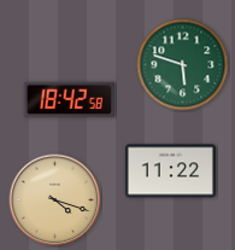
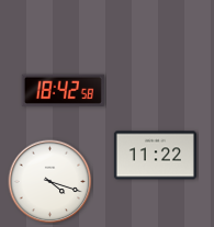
clock at (183, 65): 5:48 -> none
clock at (55, 200) dial: champagne -> white
